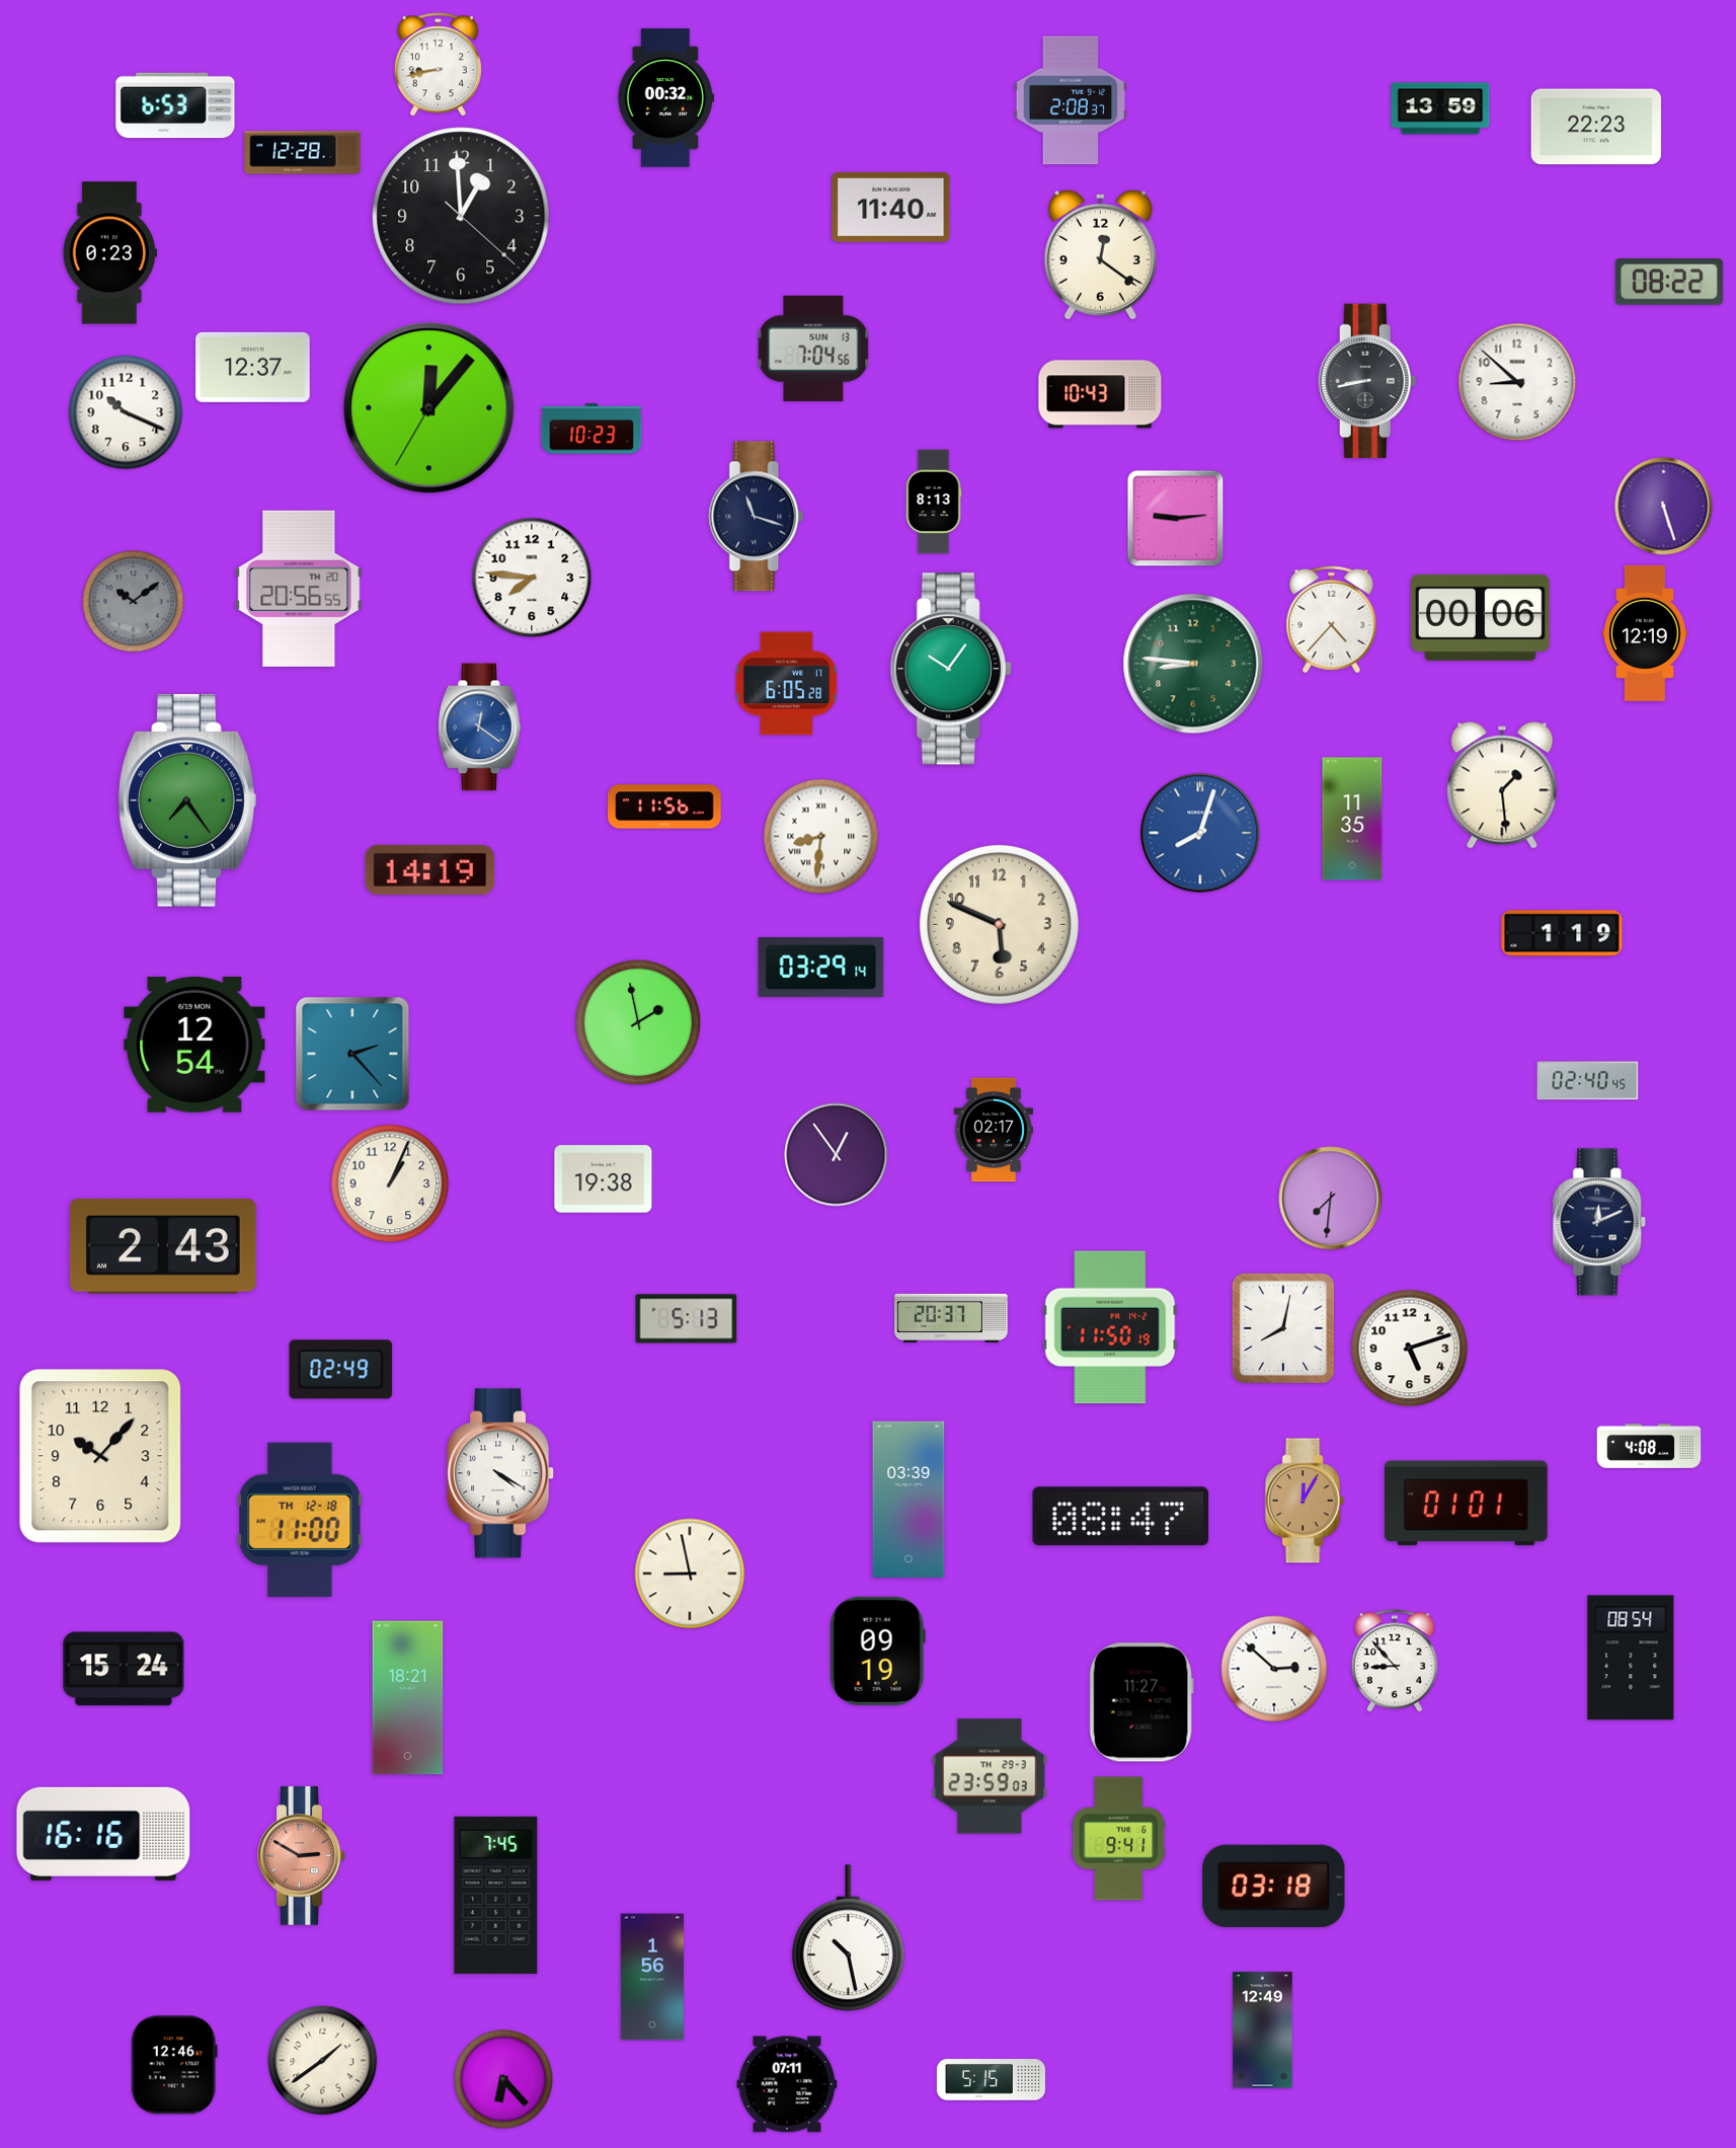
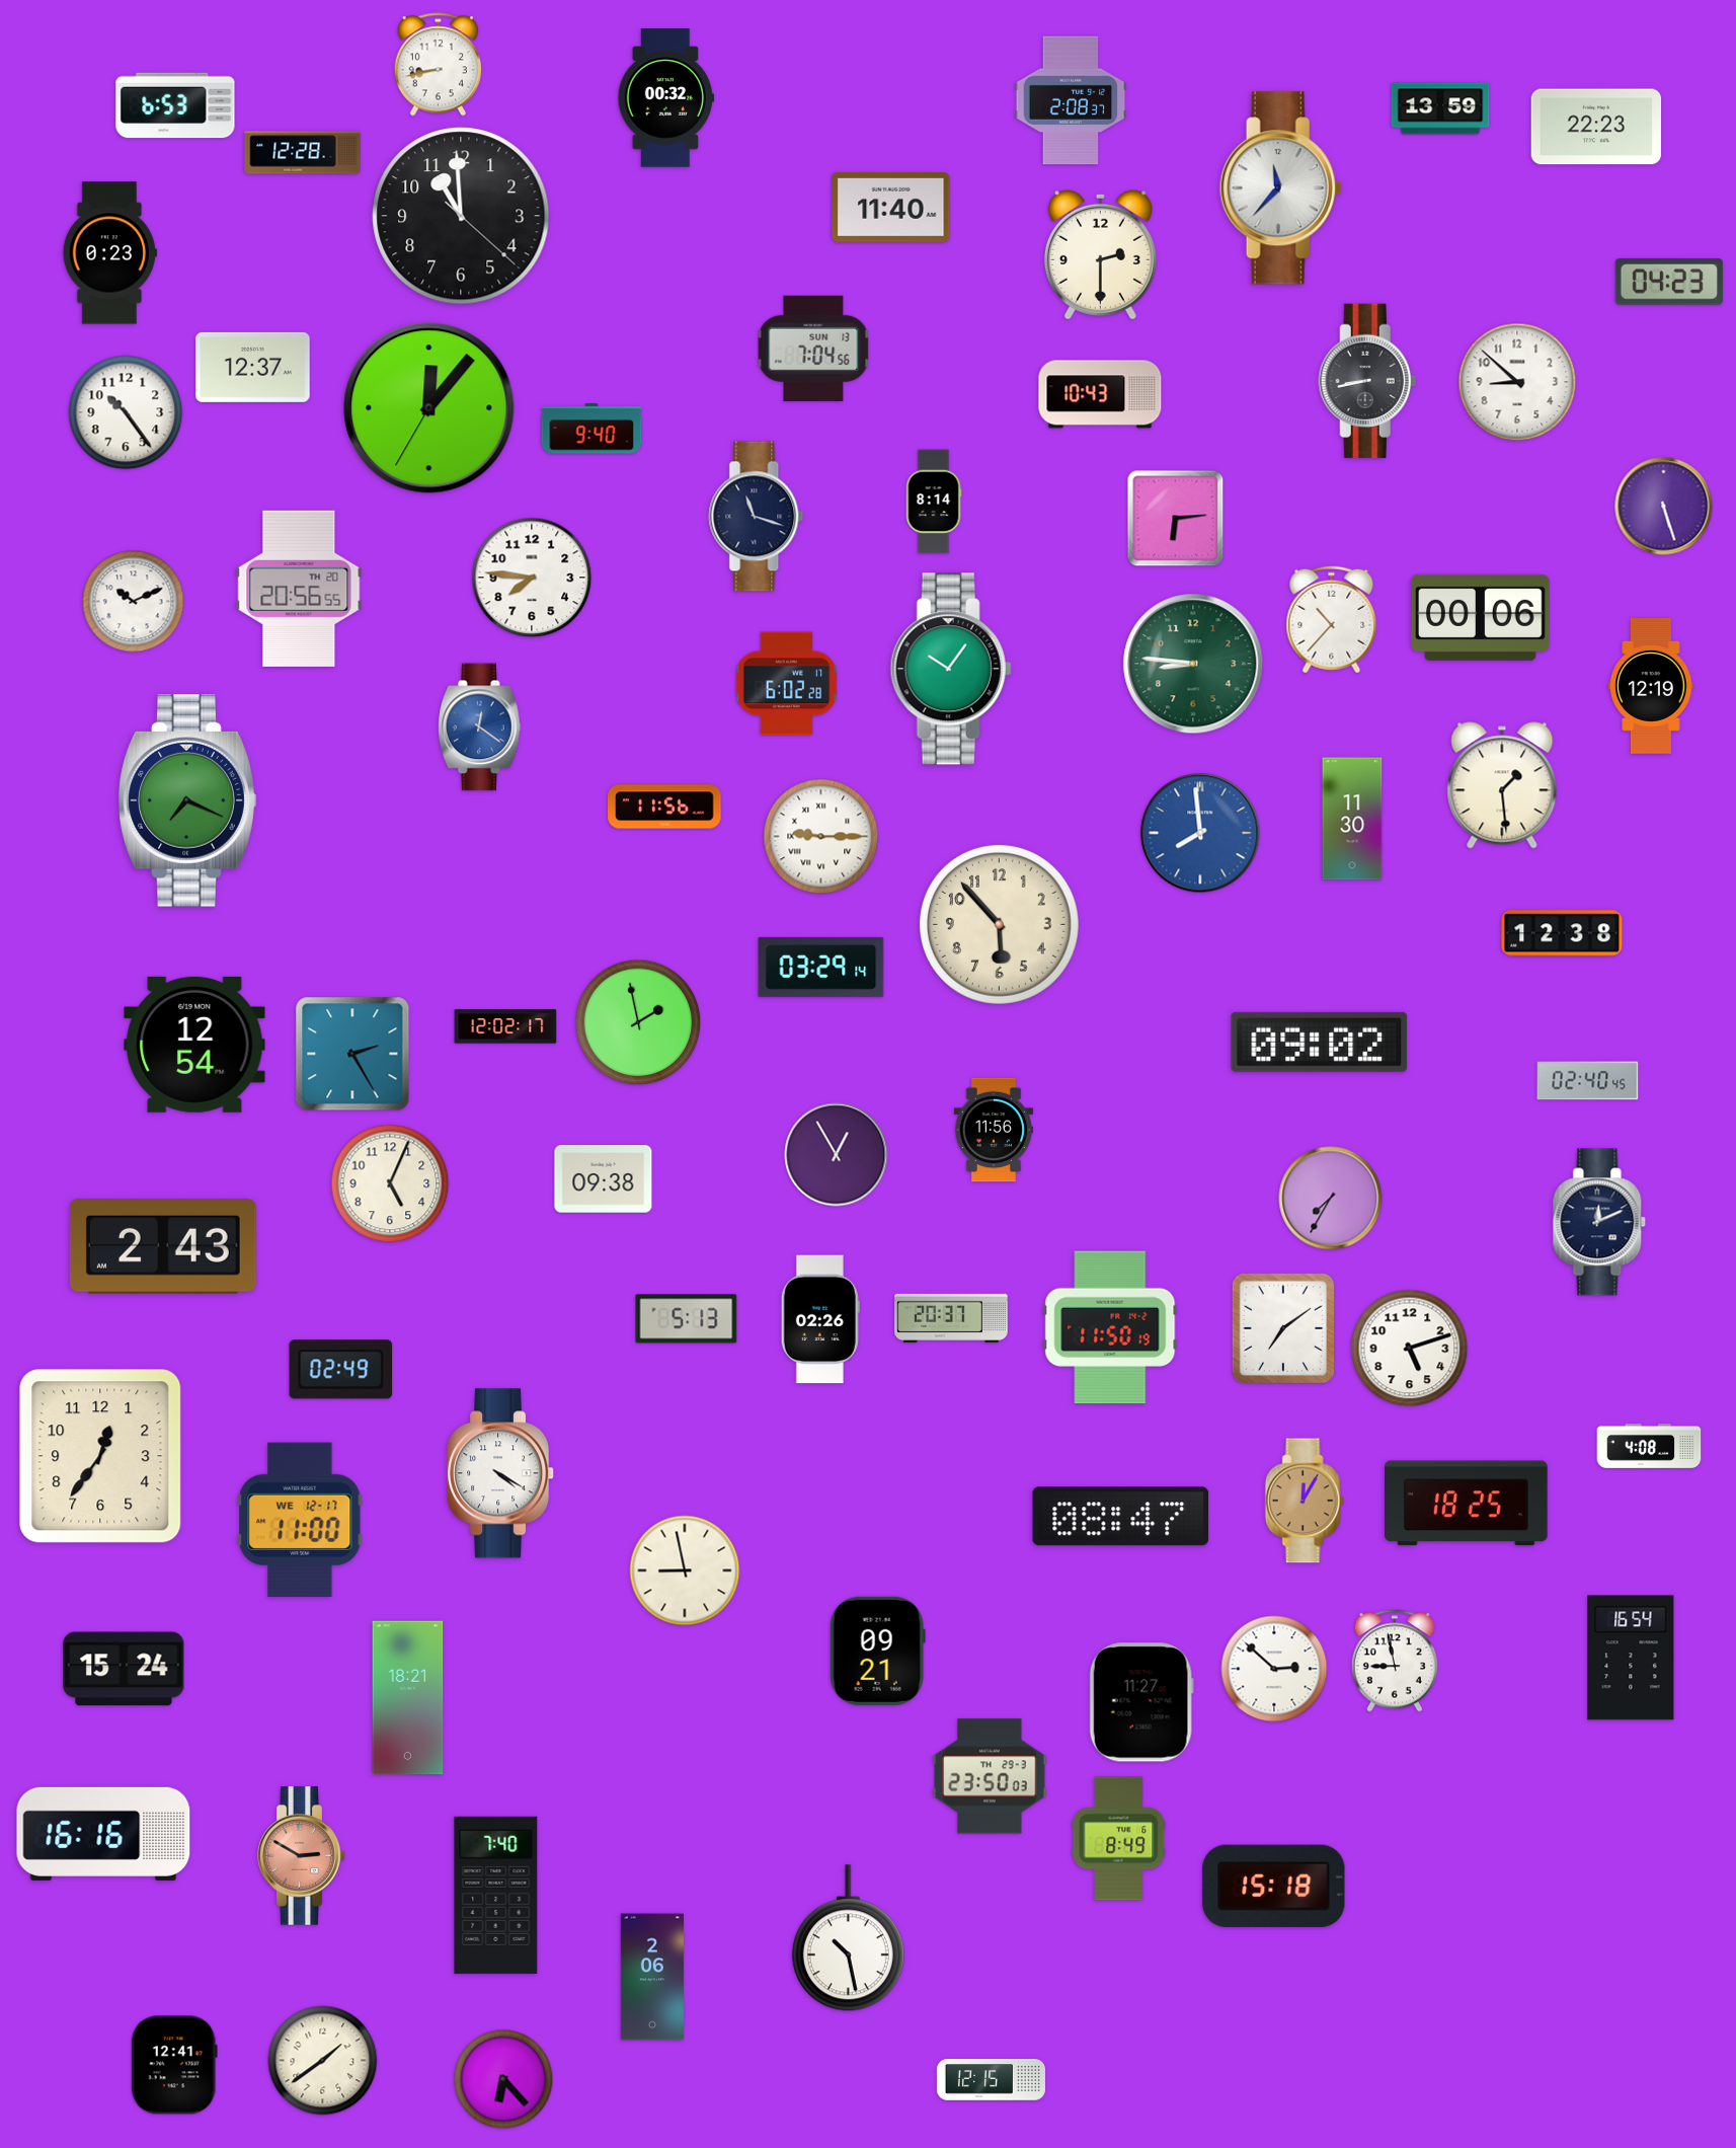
clock at (1280, 188): none -> 11:37
clock at (461, 216): 12:59 -> 10:59
clock at (1100, 254): 12:21 -> 2:30
clock at (1669, 282): 08:22 -> 04:23
clock at (126, 412): 10:19 -> 10:24
clock at (591, 429): 10:23 -> 9:40
clock at (934, 502): 8:13 -> 8:14
clock at (1176, 519): 9:14 -> 6:14
clock at (134, 602): 10:09 -> 10:11
clock at (134, 602) dial: grey -> white
clock at (1332, 620): 4:37 -> 10:37
clock at (1645, 633) position: (1645, 633) -> (1651, 686)
clock at (787, 684): 6:05 -> 6:02
clock at (187, 801): 7:24 -> 7:19
clock at (1352, 819): 11:35 -> 11:30
clock at (1200, 833): 8:03 -> 7:59
clock at (821, 837): 8:31 -> 9:15
clock at (430, 869): 14:19 -> none
clock at (999, 924): 5:49 -> 5:53
clock at (1562, 933): 1:19 -> 12:38
clock at (505, 1026): none -> 12:02
clock at (1320, 1042): none -> 09:02
clock at (352, 1054): 2:23 -> 2:25
clock at (994, 1130): 02:17 -> 11:56
clock at (837, 1155): 12:54 -> 12:55
clock at (604, 1179): 19:38 -> 09:38
clock at (390, 1183): 1:04 -> 5:04
clock at (1331, 1199): 7:31 -> 7:35
clock at (820, 1319): none -> 02:26
clock at (1282, 1327): 8:02 -> 7:09
clock at (100, 1456): 10:07 -> 12:36
clock at (909, 1500): 03:39 -> none
clock at (1467, 1504): 01:01 -> 18:25
clock at (300, 1520) date: TH 12-18 -> WE 12-17
clock at (690, 1574) position: (690, 1574) -> (685, 1570)
clock at (877, 1651): 09:19 -> 09:21
clock at (1631, 1658): 08:54 -> 16:54
clock at (1395, 1661): 8:53 -> 8:58
clock at (990, 1776): 23:59 -> 23:50
clock at (1119, 1839): 9:41 -> 8:49
clock at (1274, 1886): 03:18 -> 15:18
clock at (496, 1895): 7:45 -> 7:40
clock at (651, 1977): 1:56 -> 2:06
clock at (1263, 2030): 12:49 -> none
clock at (174, 2065): 12:46 -> 12:41
clock at (991, 2080): 5:15 -> 12:15
clock at (787, 2084): 07:11 -> none
